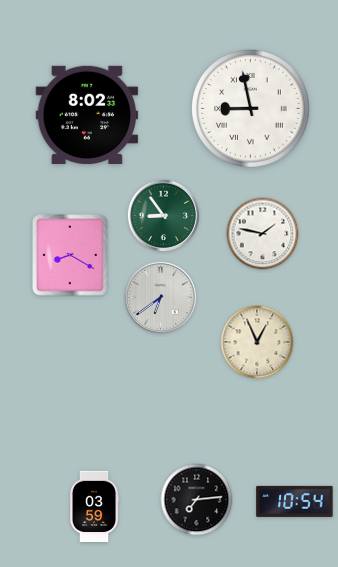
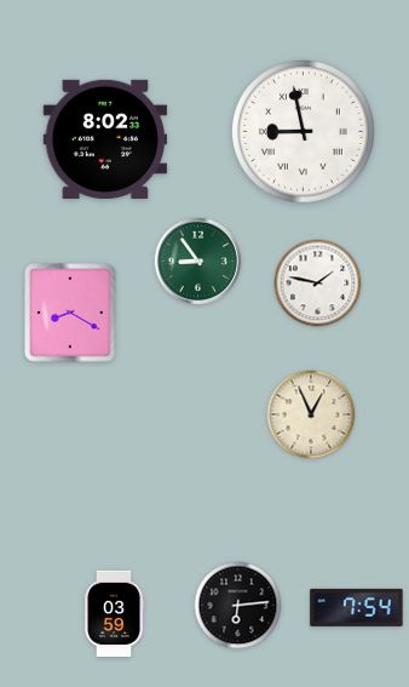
clock at (70, 255) position: (70, 255) -> (70, 313)
clock at (161, 298): 6:39 -> none
clock at (197, 500): 7:14 -> 6:14
clock at (295, 501): 10:54 -> 7:54
